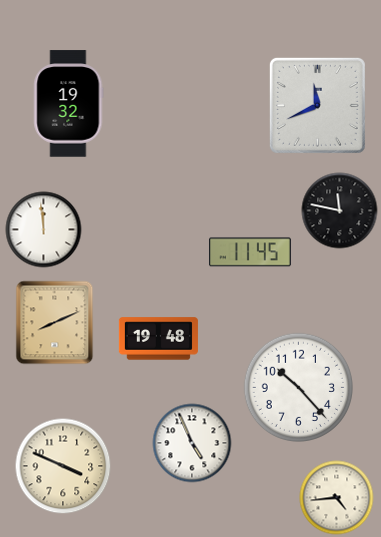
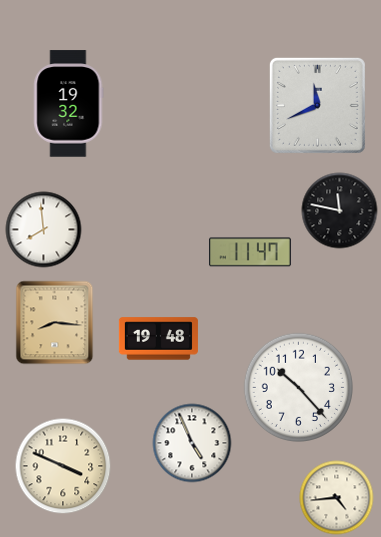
clock at (44, 230): 11:59 -> 7:59
clock at (251, 252): 11:45 -> 11:47
clock at (55, 323): 8:11 -> 8:16
